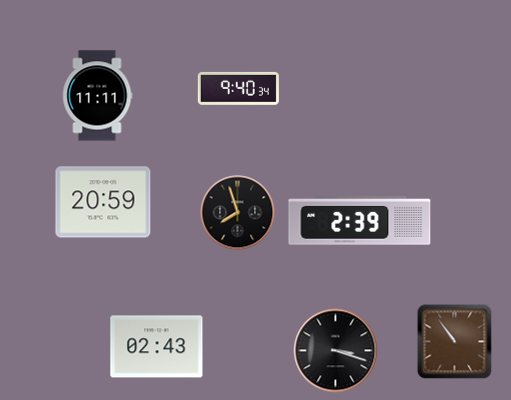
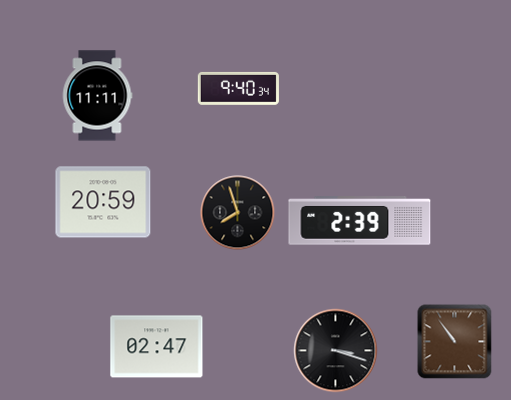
clock at (157, 347): 02:43 -> 02:47
